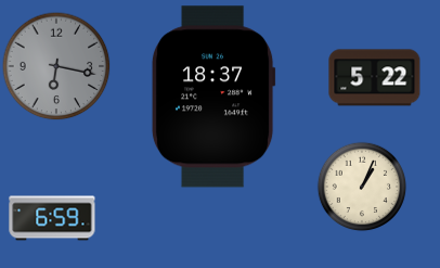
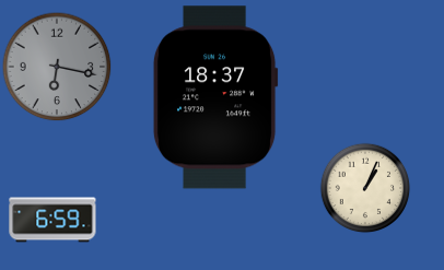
clock at (375, 78): 5:22 -> none
